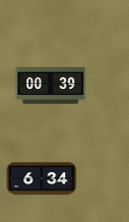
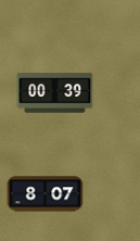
clock at (42, 179): 6:34 -> 8:07
